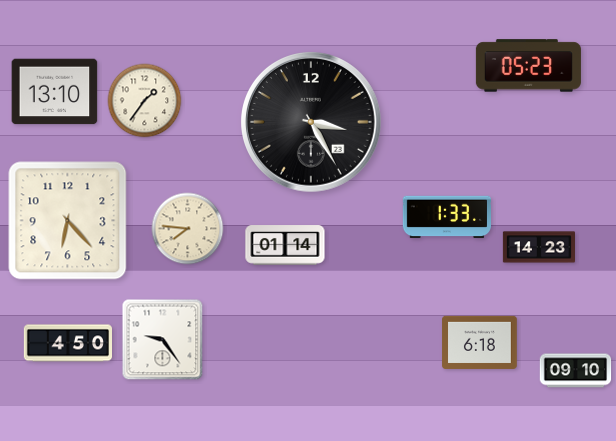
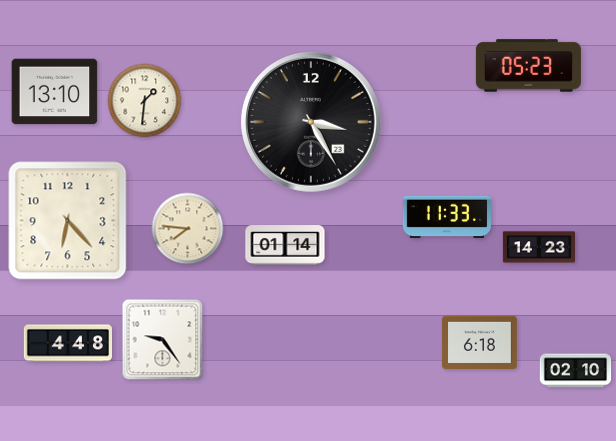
clock at (145, 101): 1:36 -> 1:31
clock at (446, 217): 1:33 -> 11:33
clock at (67, 343): 4:50 -> 4:48
clock at (576, 371): 09:10 -> 02:10
